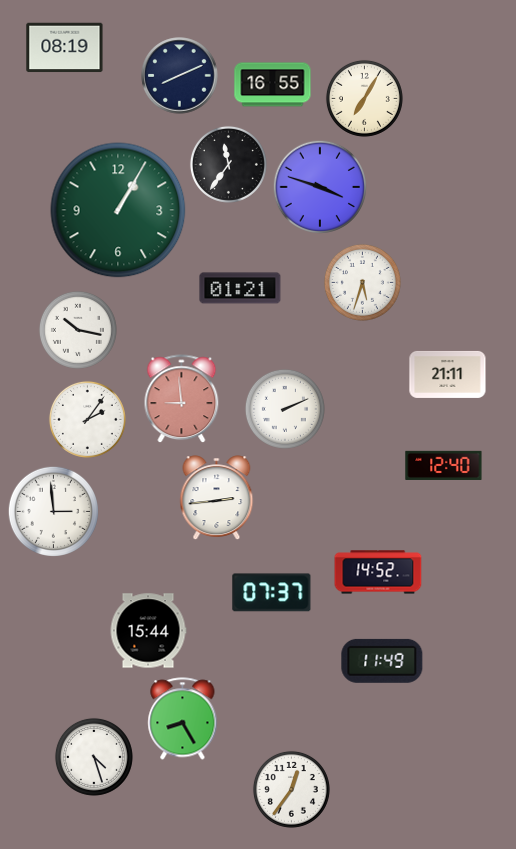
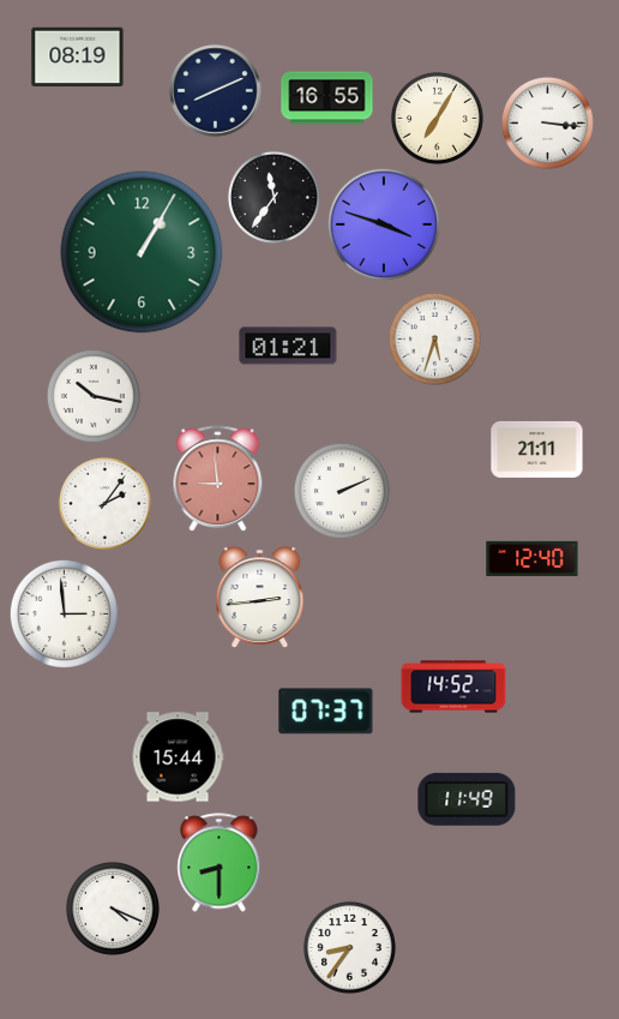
clock at (273, 85) position: (273, 85) -> (327, 98)
clock at (547, 122): none -> 3:16
clock at (382, 661) position: (382, 661) -> (467, 799)
clock at (183, 719): 8:25 -> 8:30
clock at (94, 757): 4:27 -> 4:19
clock at (291, 789): 12:36 -> 8:36
